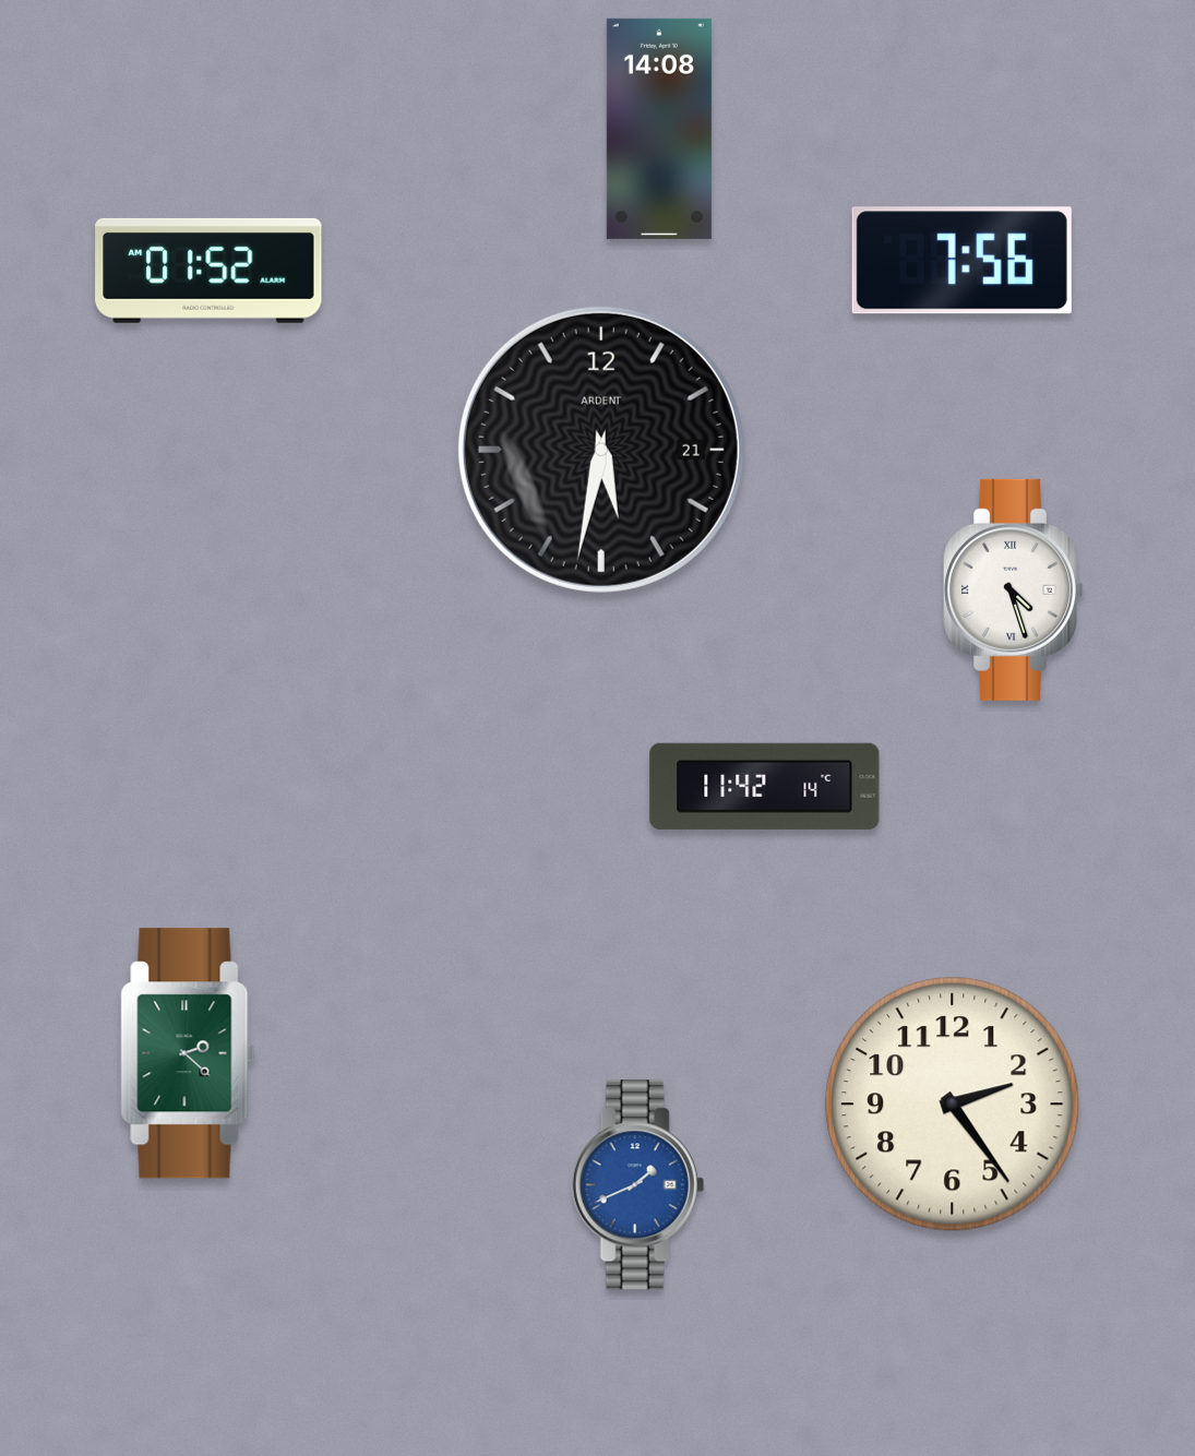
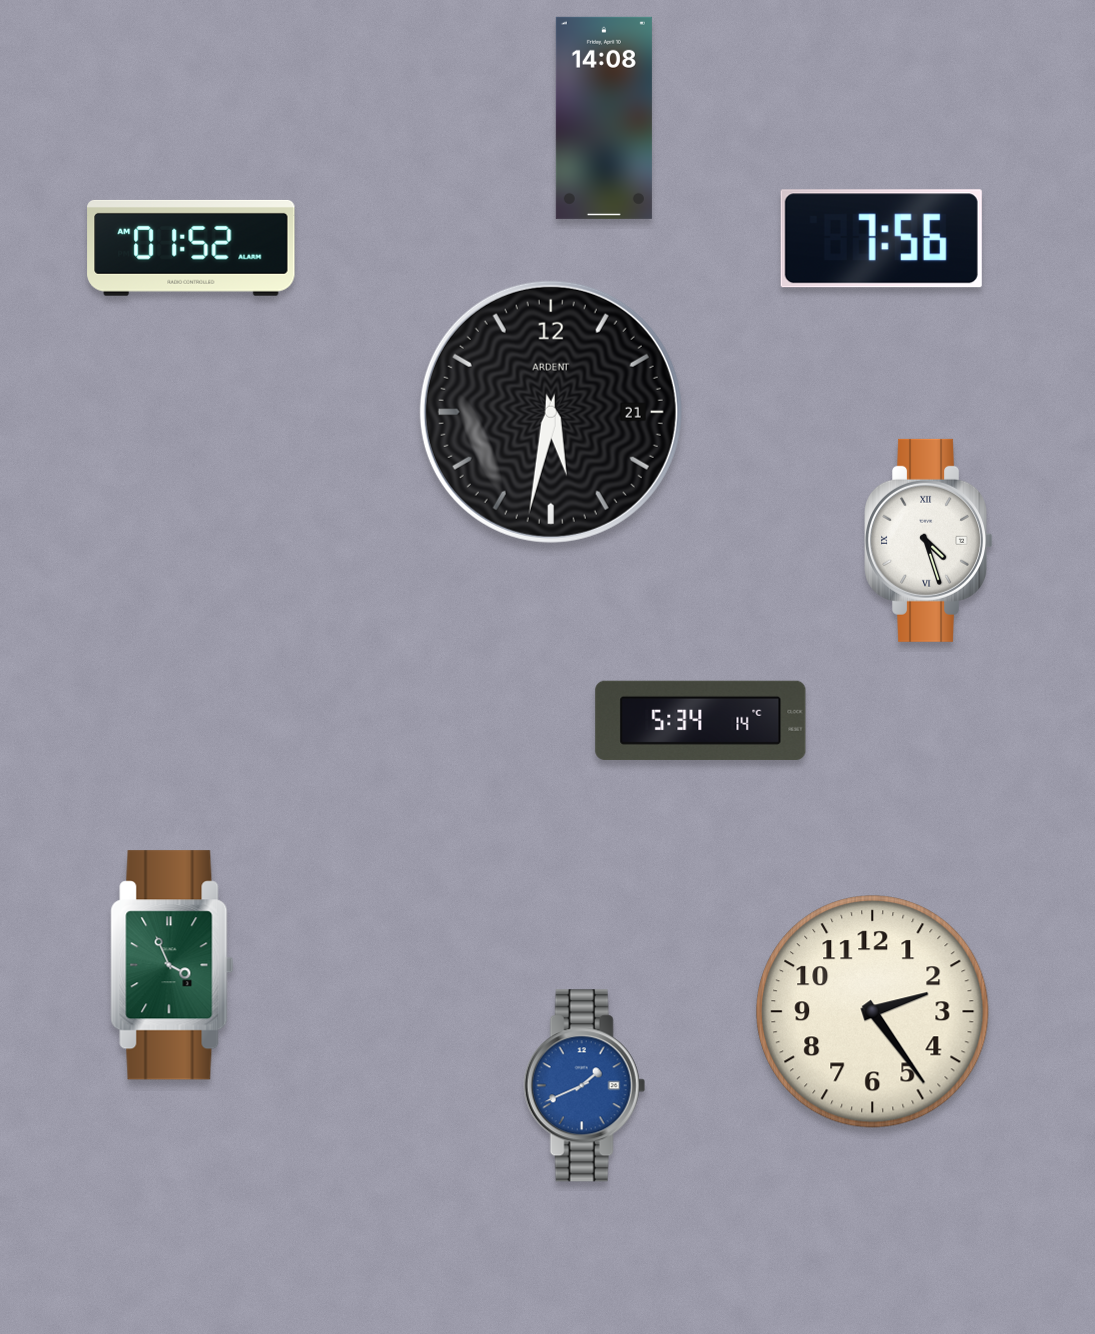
clock at (765, 786): 11:42 -> 5:34
clock at (188, 1053): 2:22 -> 3:56
